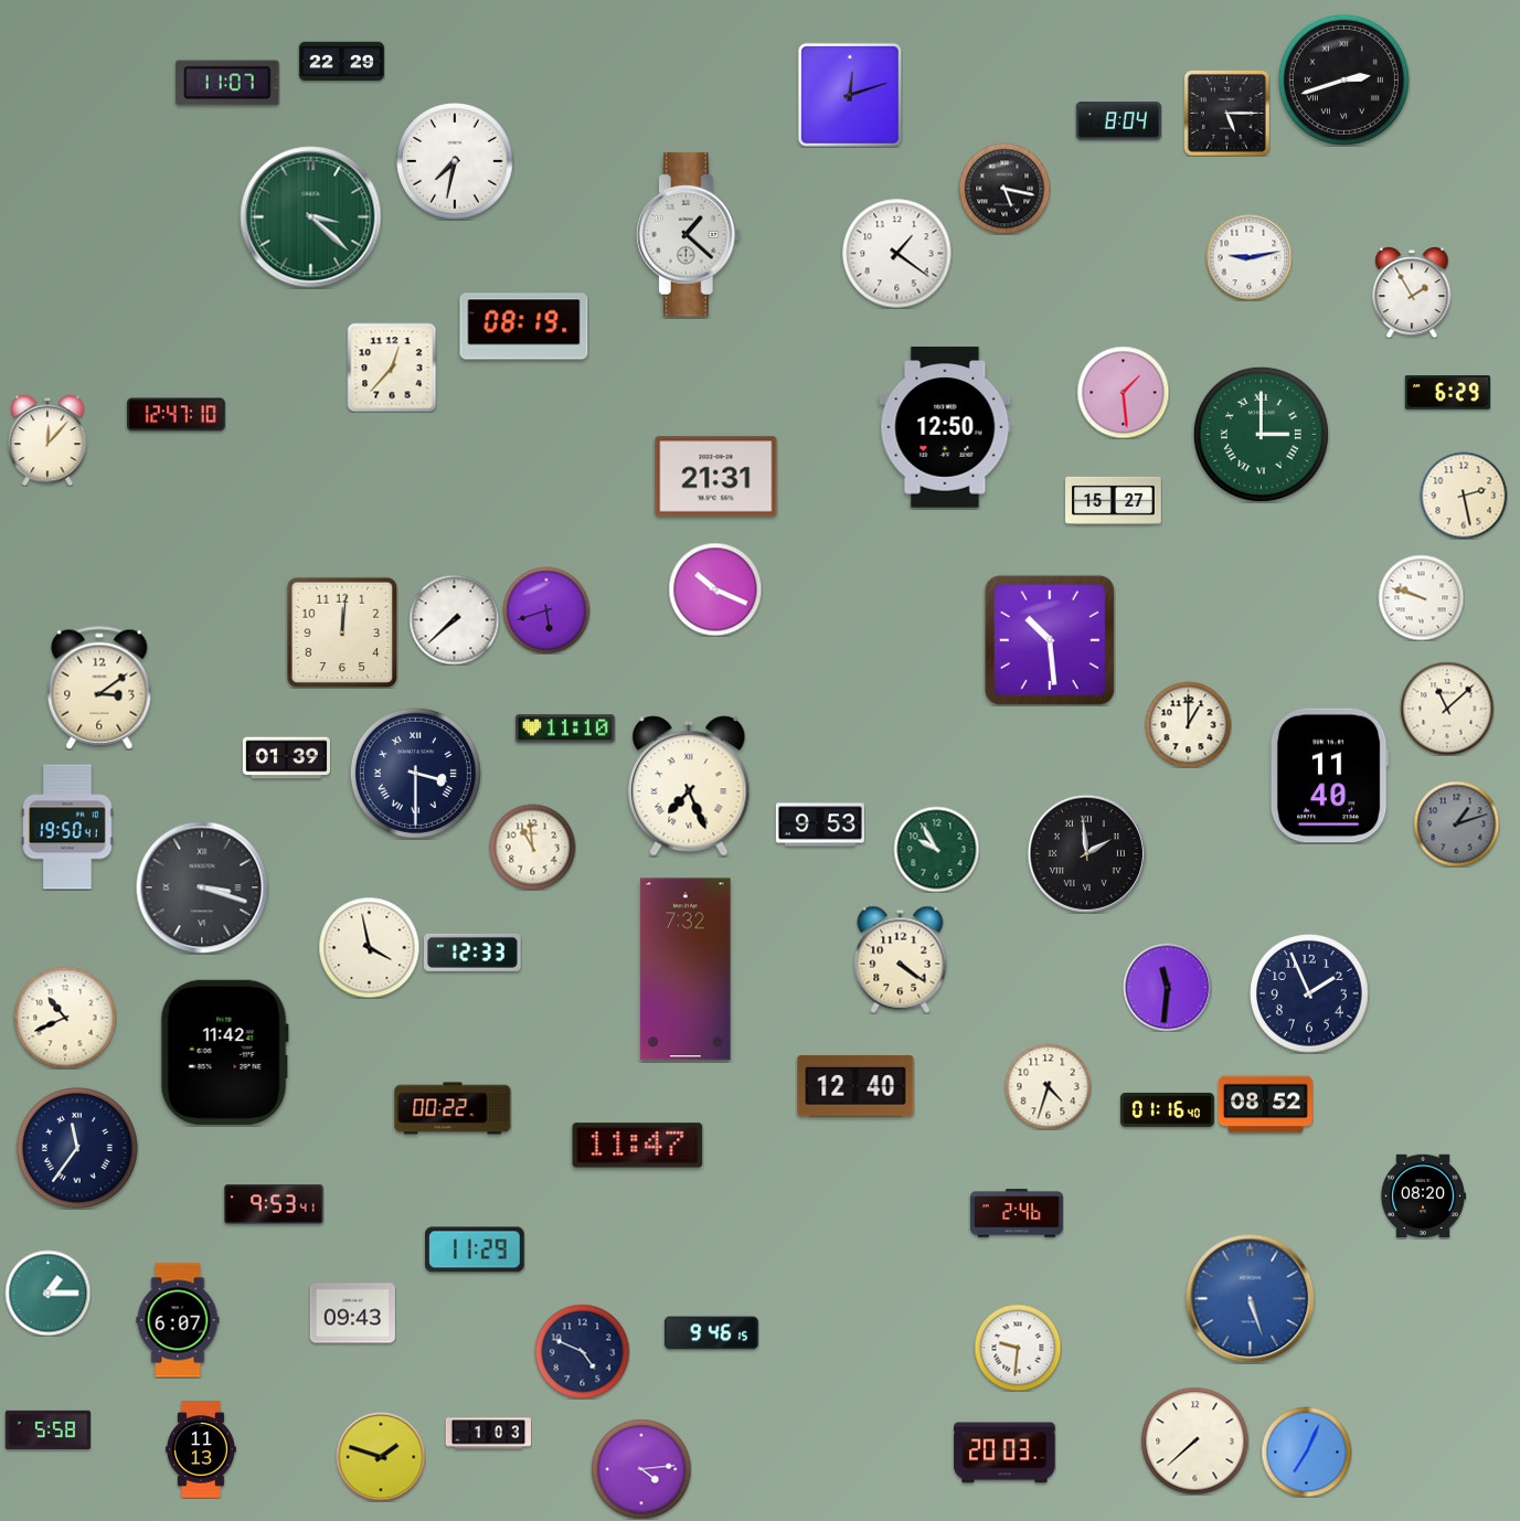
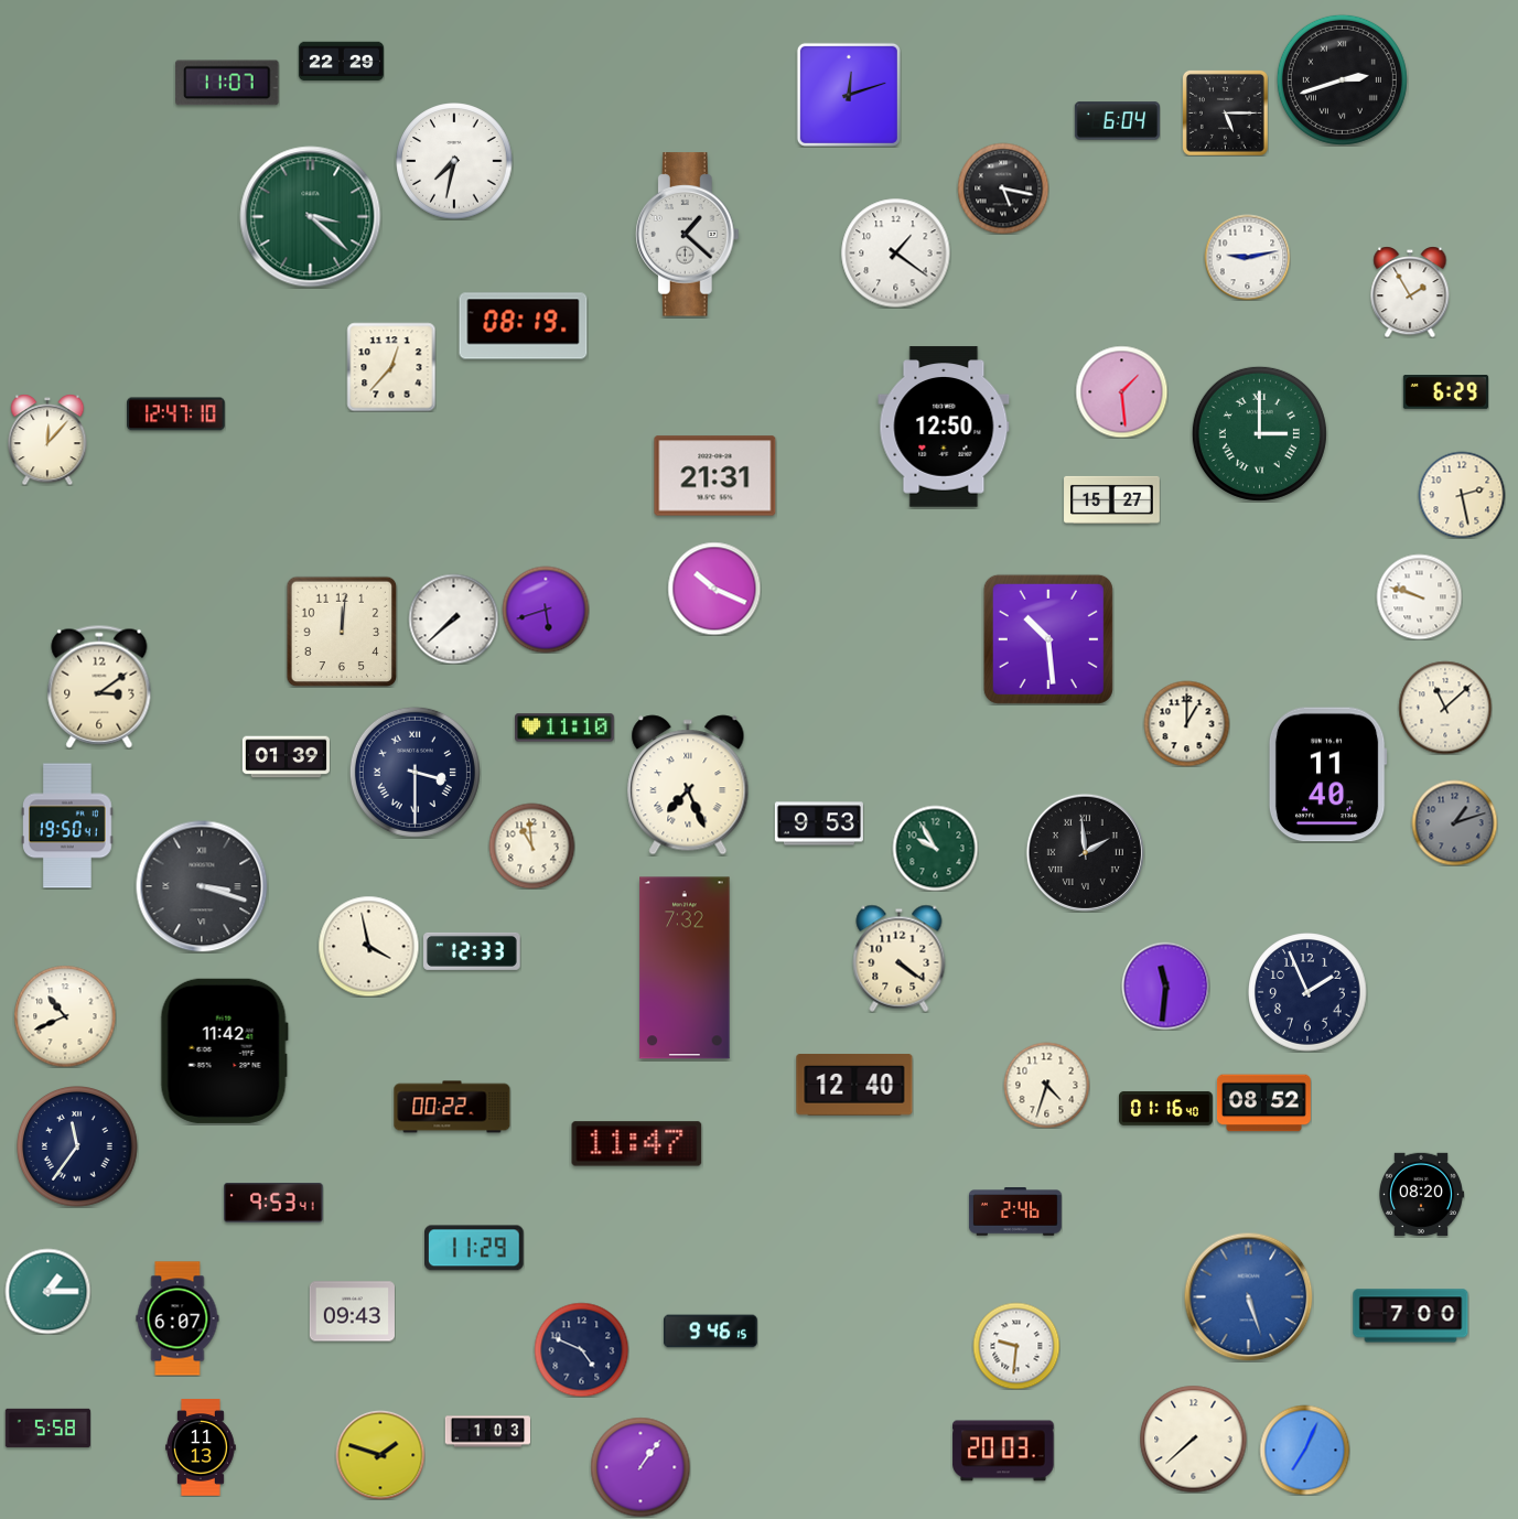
clock at (1118, 121): 8:04 -> 6:04
clock at (1411, 1316): none -> 7:00
clock at (641, 1469): 4:14 -> 1:06
